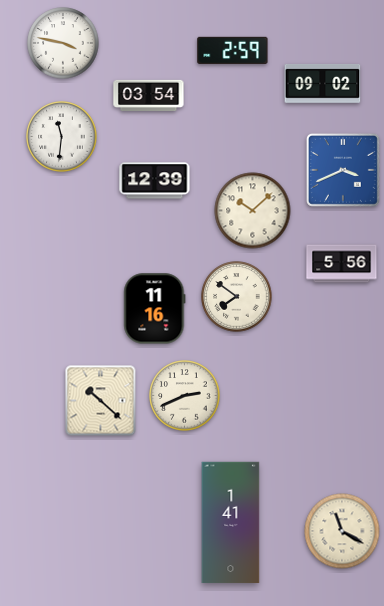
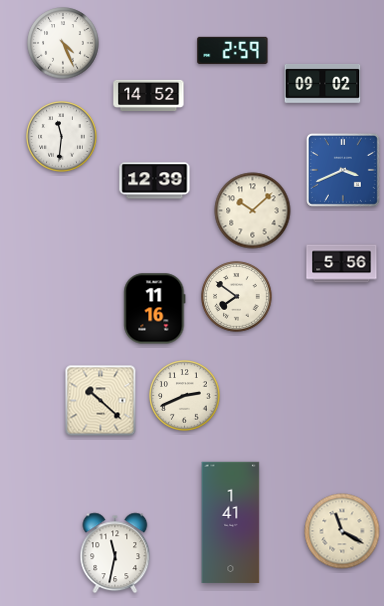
clock at (63, 43): 3:47 -> 4:26
clock at (149, 95): 03:54 -> 14:52
clock at (115, 553): none -> 11:32
